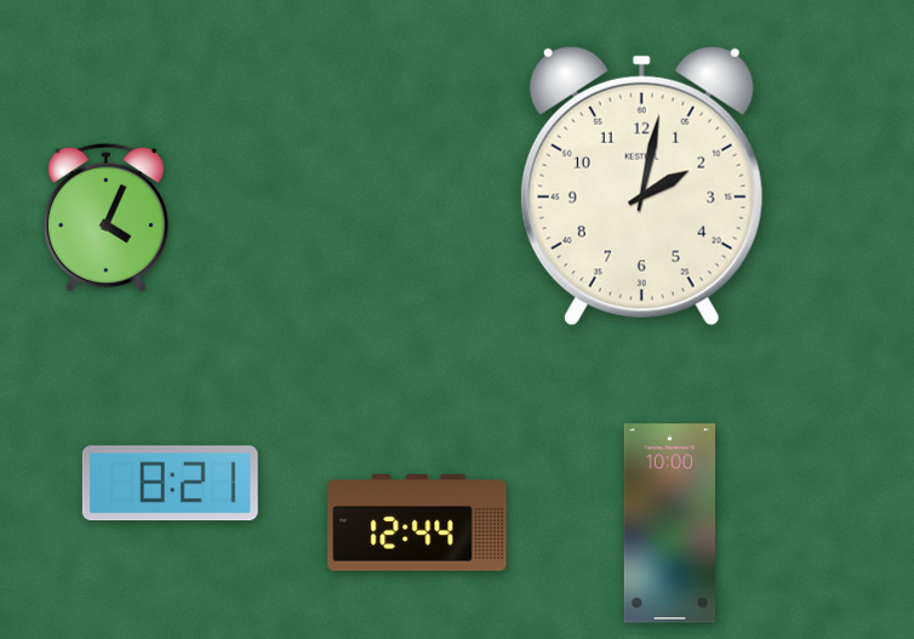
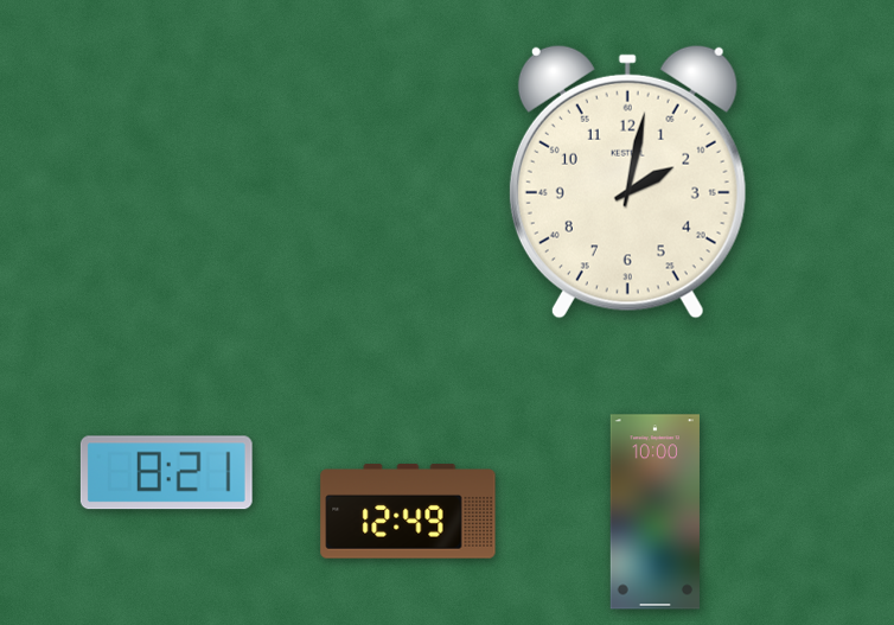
clock at (105, 217): 4:04 -> none
clock at (417, 523): 12:44 -> 12:49
